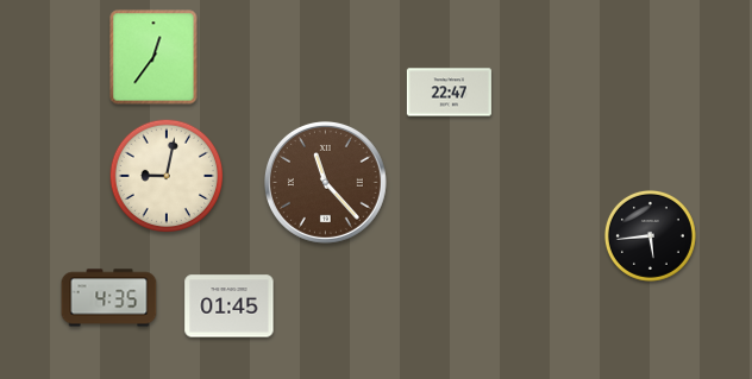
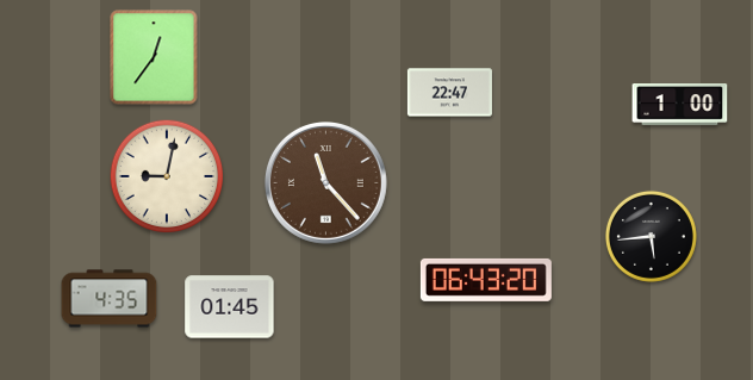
clock at (680, 105): none -> 1:00
clock at (486, 280): none -> 06:43
